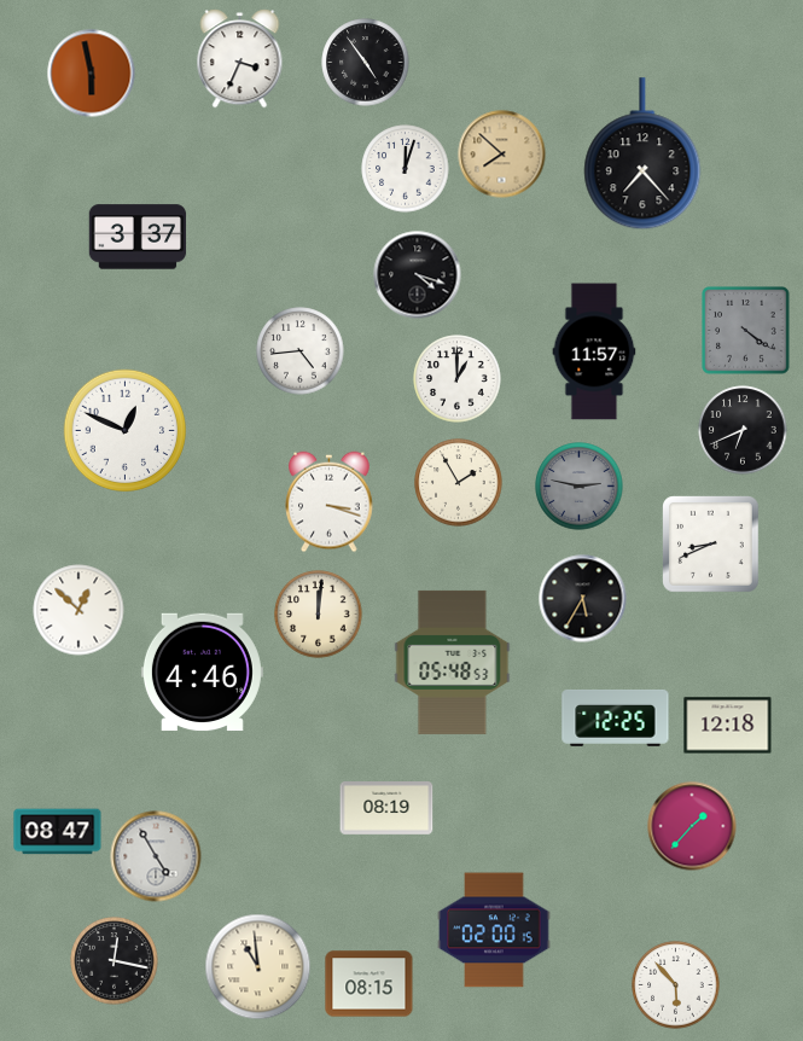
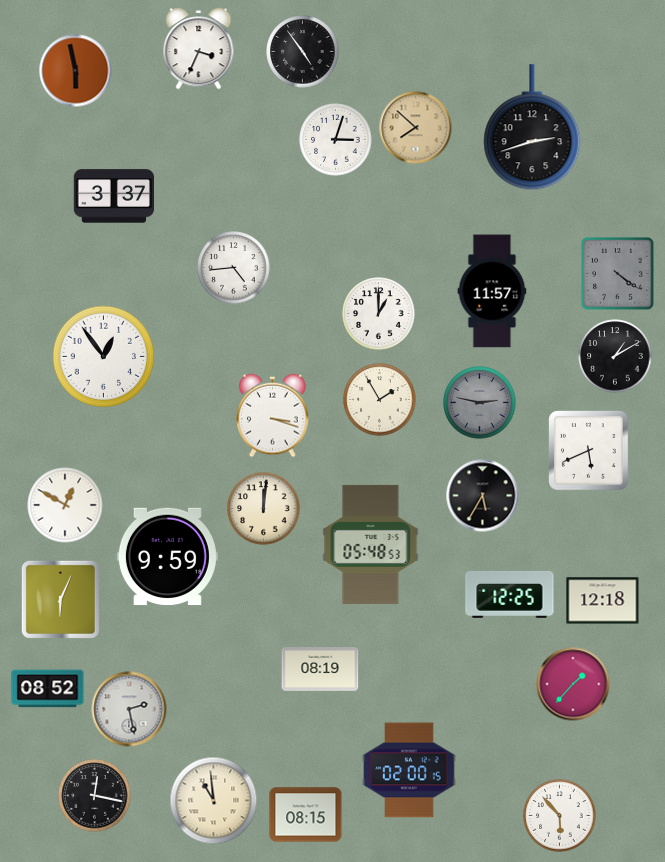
clock at (92, 74) position: (92, 74) -> (76, 71)
clock at (642, 155): 7:23 -> 2:42
clock at (406, 169): 12:03 -> 3:03
clock at (418, 275): 4:18 -> none
clock at (301, 351) position: (301, 351) -> (234, 268)
clock at (743, 430): 6:41 -> 1:10
clock at (126, 431): 12:49 -> 12:54
clock at (711, 545): 8:41 -> 5:41
clock at (78, 610): 12:52 -> 12:50
clock at (453, 662) position: (453, 662) -> (371, 544)
clock at (202, 673): 4:46 -> 9:59
clock at (60, 599): none -> 6:04
clock at (58, 832): 08:47 -> 08:52
clock at (156, 856): 4:55 -> 2:28
